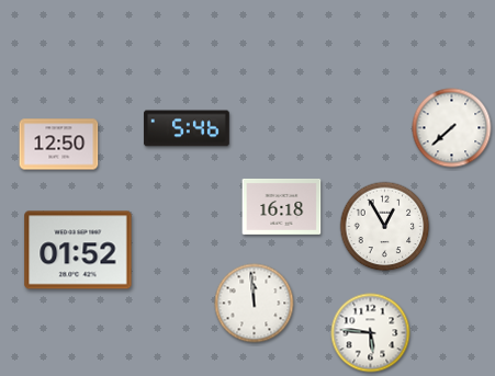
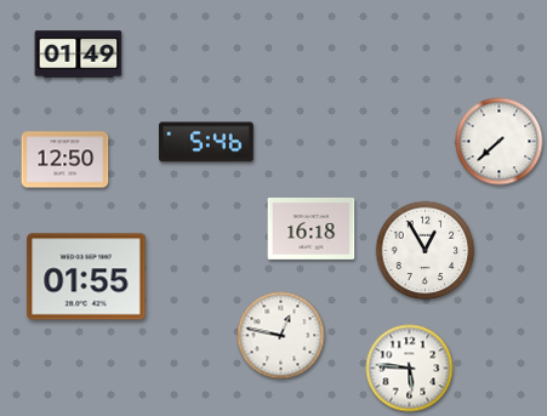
clock at (79, 55): none -> 01:49
clock at (78, 250): 01:52 -> 01:55
clock at (255, 304): 11:59 -> 12:47
